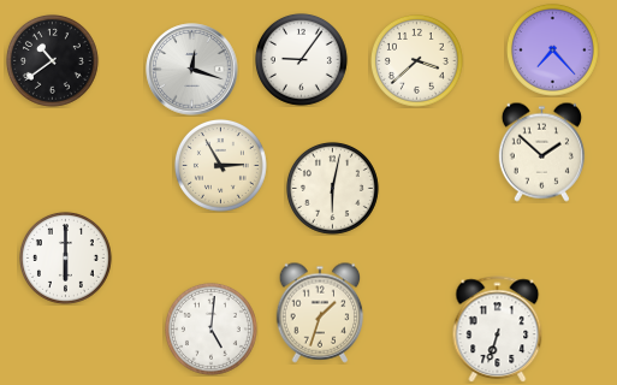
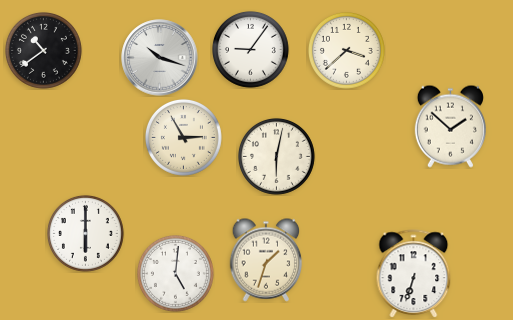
clock at (552, 49): 7:23 -> none
clock at (192, 70): 12:18 -> 10:18
clock at (65, 257) position: (65, 257) -> (85, 233)
